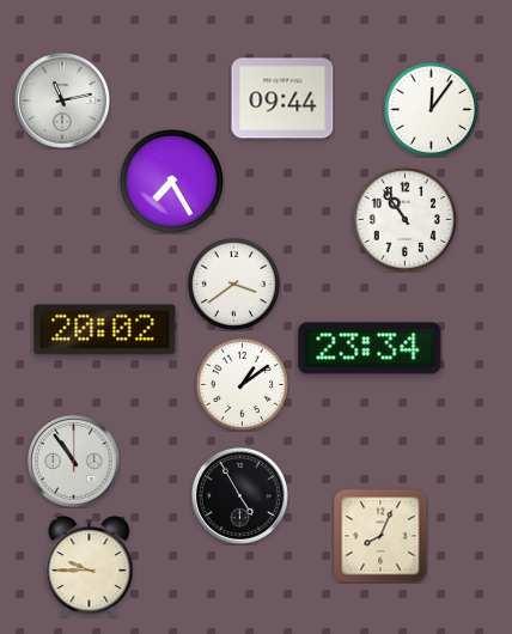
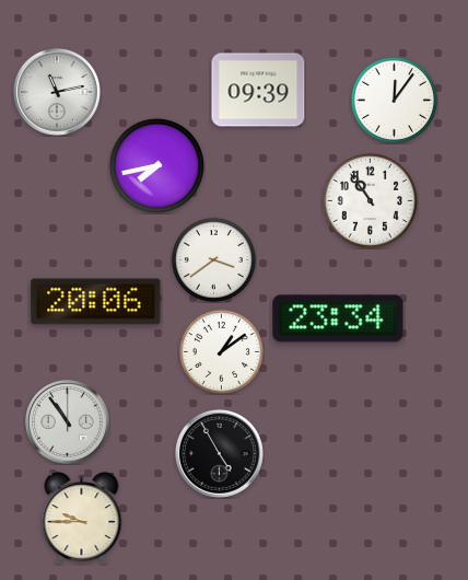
clock at (282, 98): 09:44 -> 09:39
clock at (171, 181): 7:25 -> 7:43
clock at (105, 330): 20:02 -> 20:06
clock at (380, 536): 8:04 -> none
